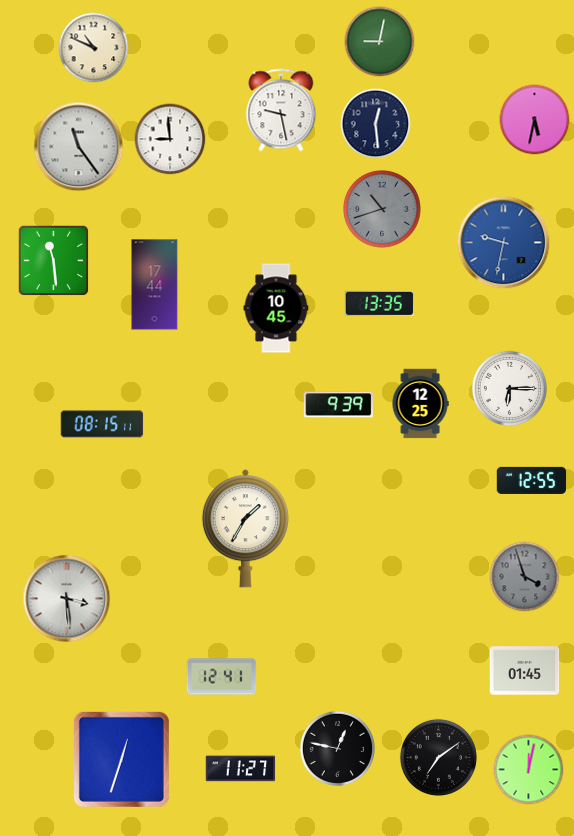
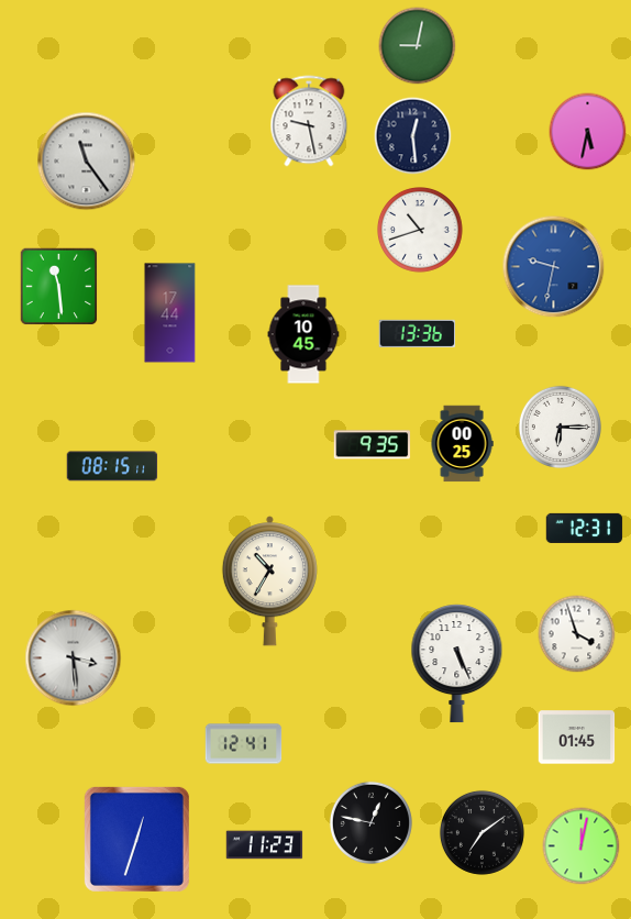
clock at (94, 48): 10:49 -> none
clock at (170, 139): 8:59 -> none
clock at (383, 210) dial: grey -> white
clock at (380, 303): 13:35 -> 13:36
clock at (276, 308) position: (276, 308) -> (303, 334)
clock at (420, 404): 12:25 -> 00:25
clock at (339, 405): 9:39 -> 9:35
clock at (532, 480): 12:55 -> 12:31
clock at (245, 529): 1:35 -> 10:35
clock at (525, 577) dial: grey -> white
clock at (457, 664): none -> 5:26
clock at (121, 759) position: (121, 759) -> (136, 839)
clock at (241, 769): 11:27 -> 11:23
